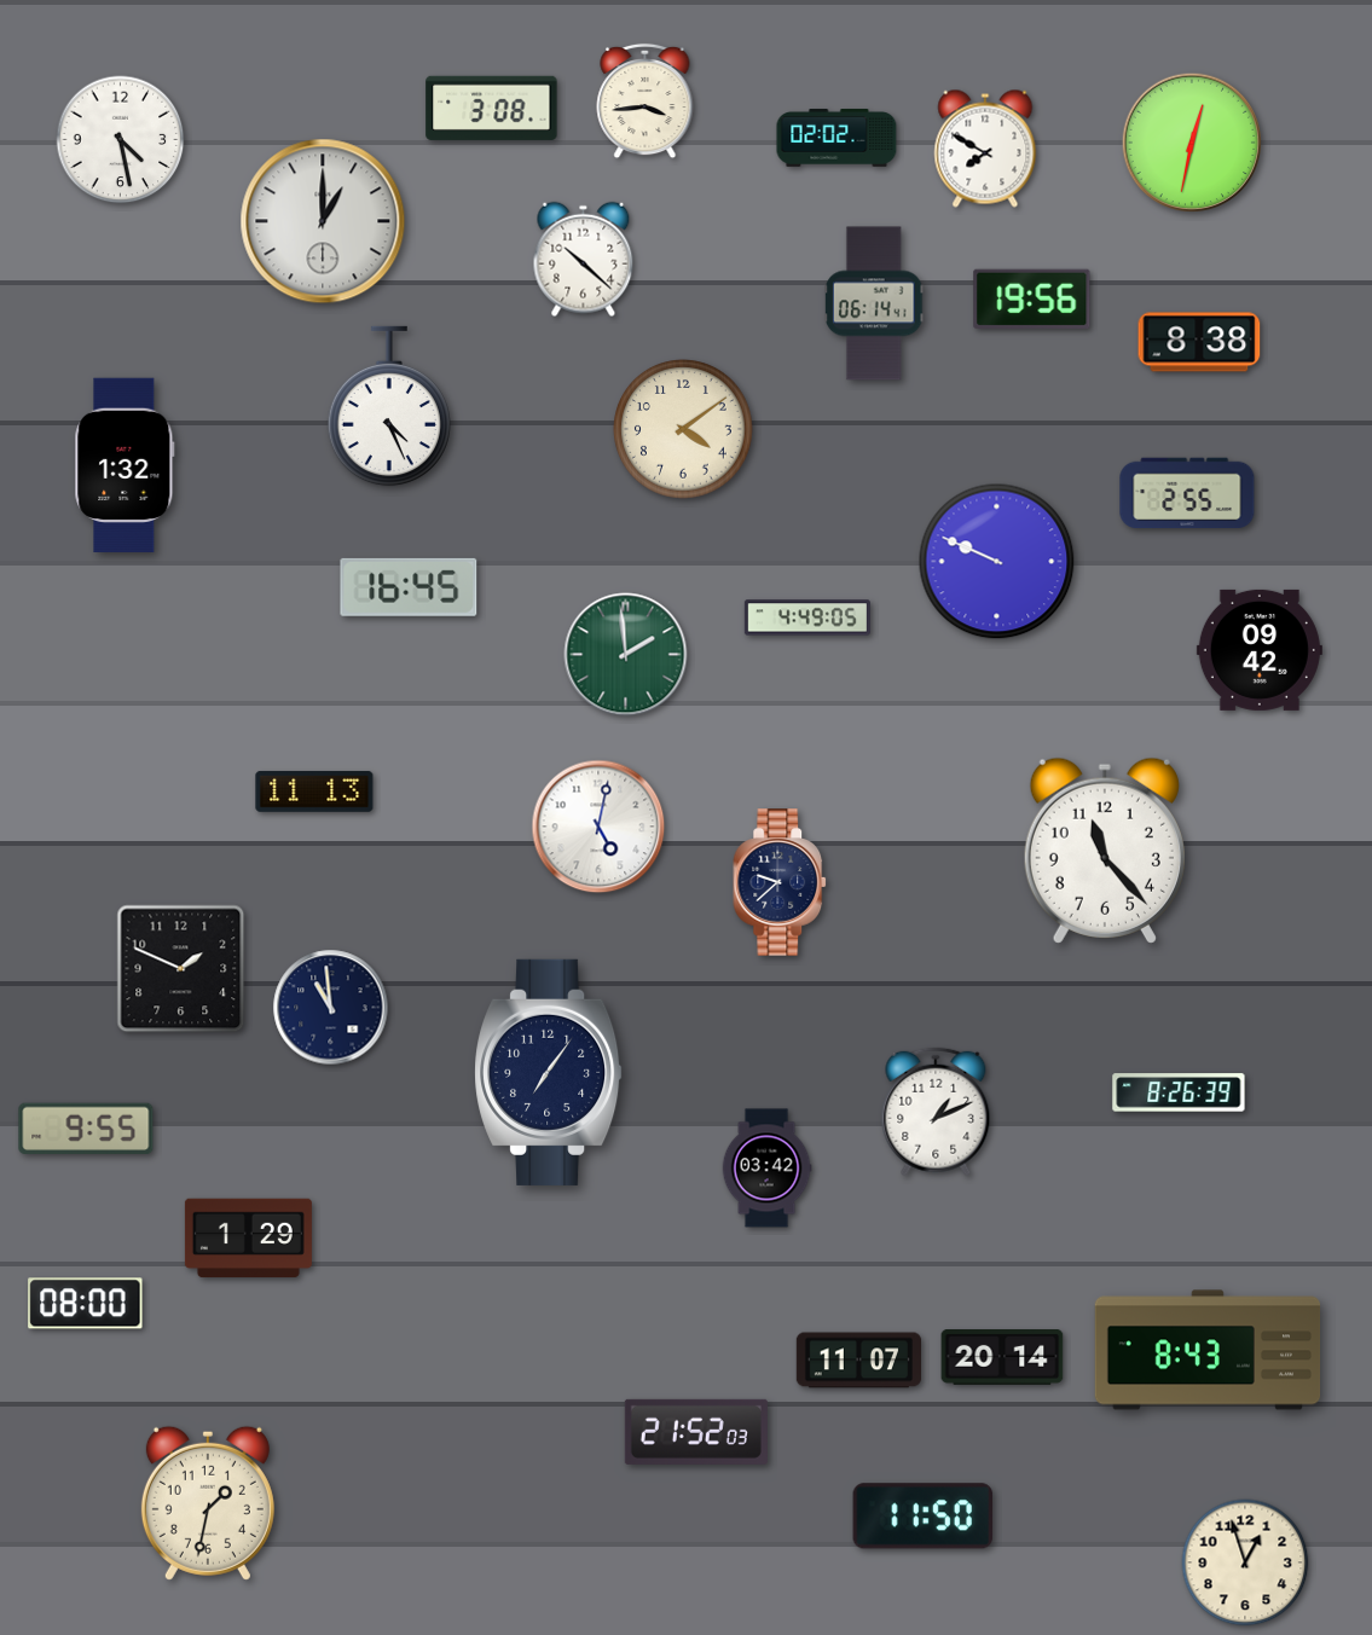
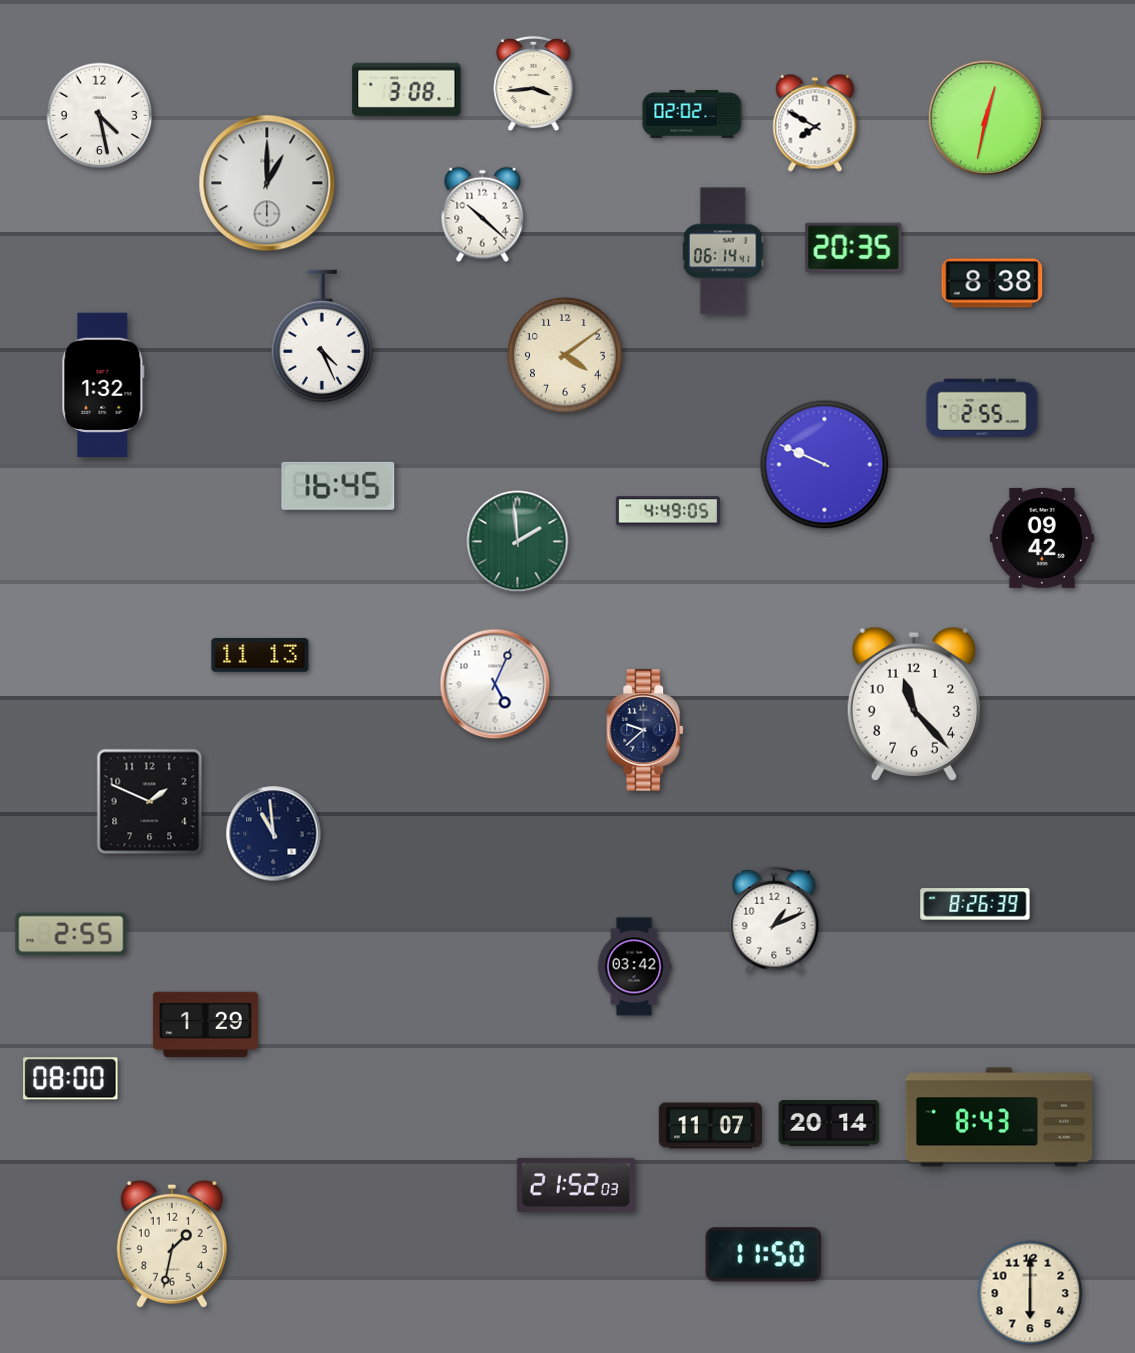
clock at (1032, 298): 19:56 -> 20:35
clock at (598, 827): 5:02 -> 5:04
clock at (549, 1072): 7:06 -> none
clock at (86, 1129): 9:55 -> 2:55
clock at (1245, 1562): 12:57 -> 6:00
